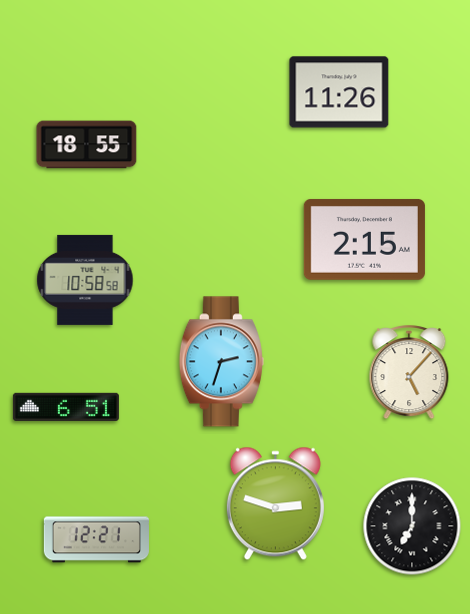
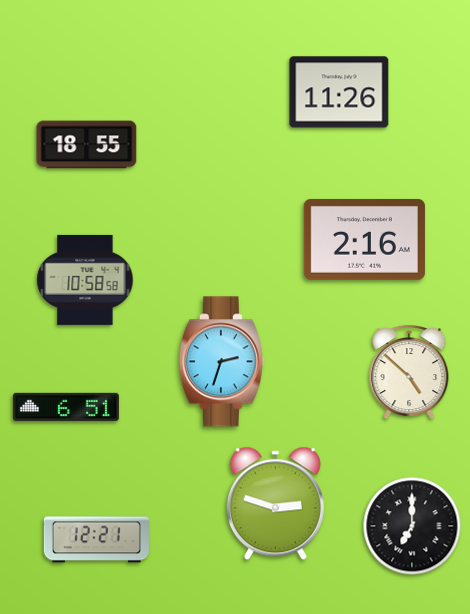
clock at (364, 239): 2:15 -> 2:16
clock at (409, 373): 5:07 -> 4:52
